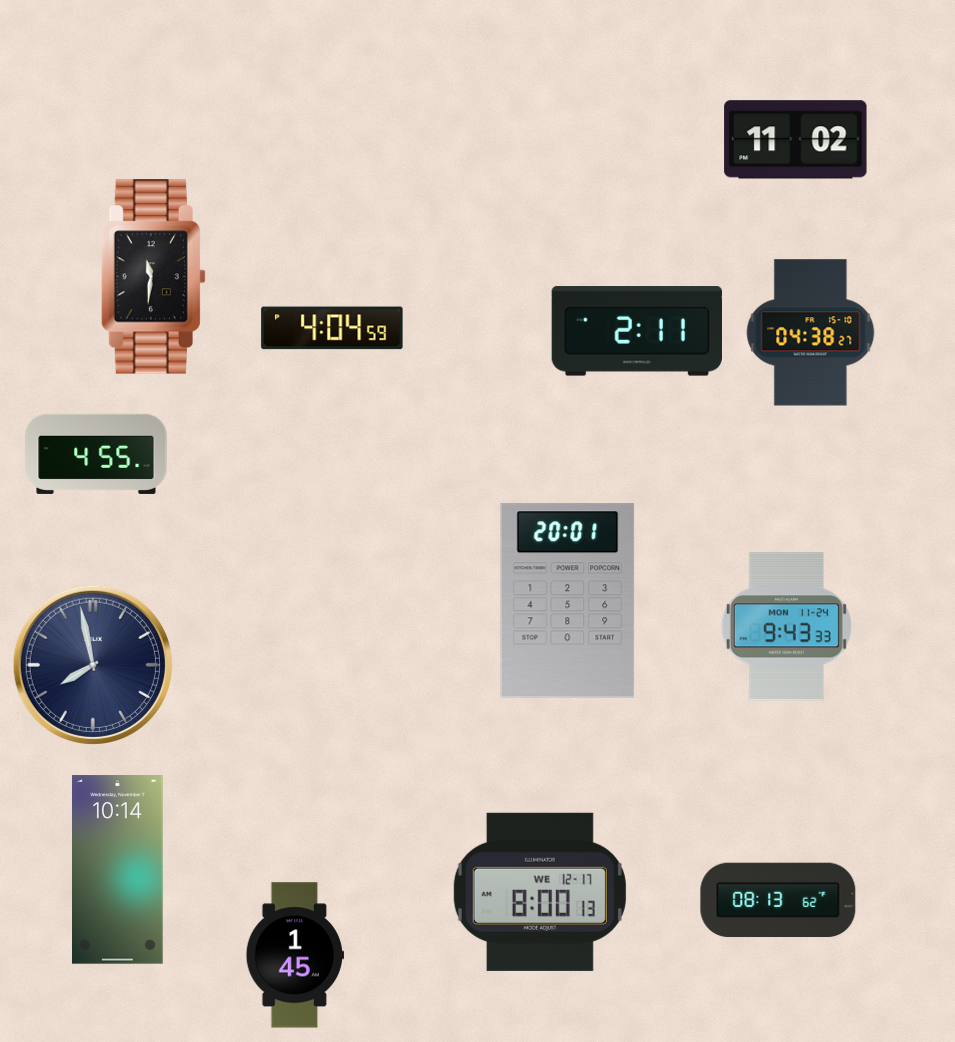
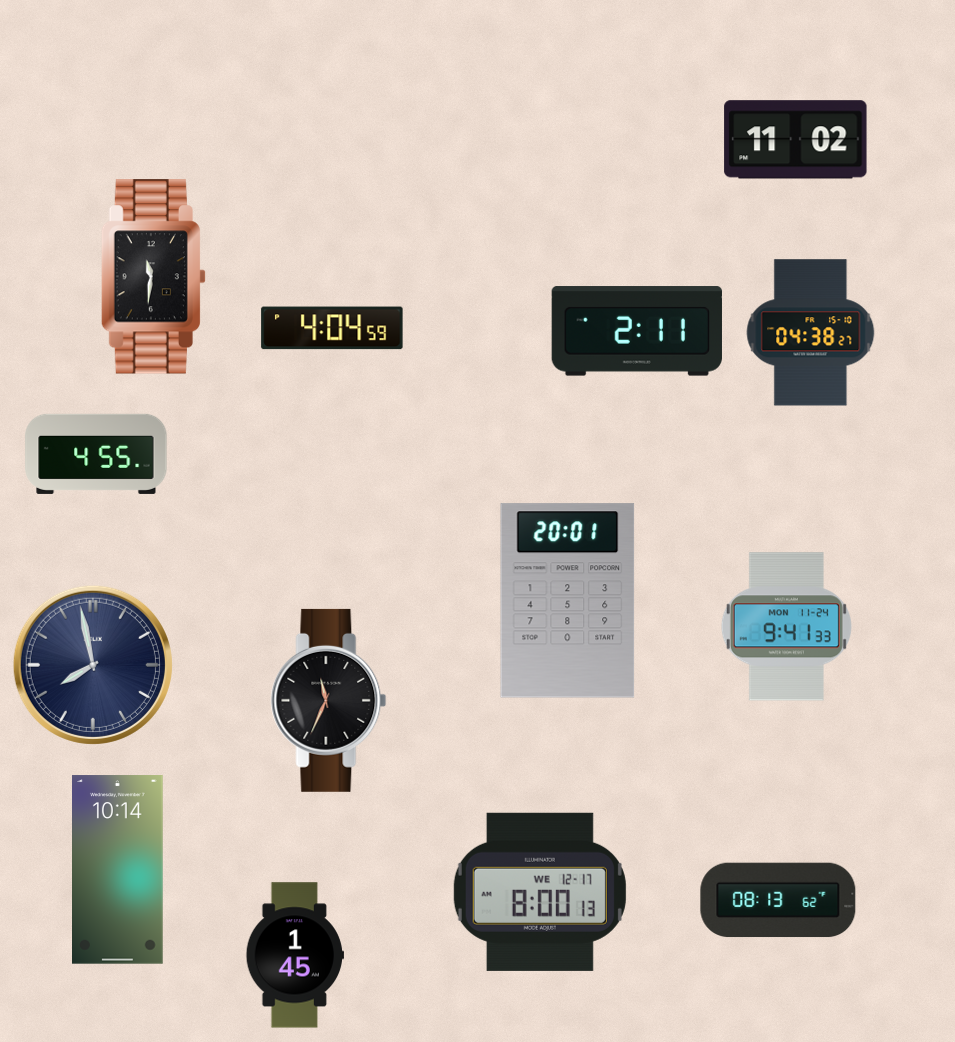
clock at (786, 627): 9:43 -> 9:41
clock at (329, 700): none -> 11:34
